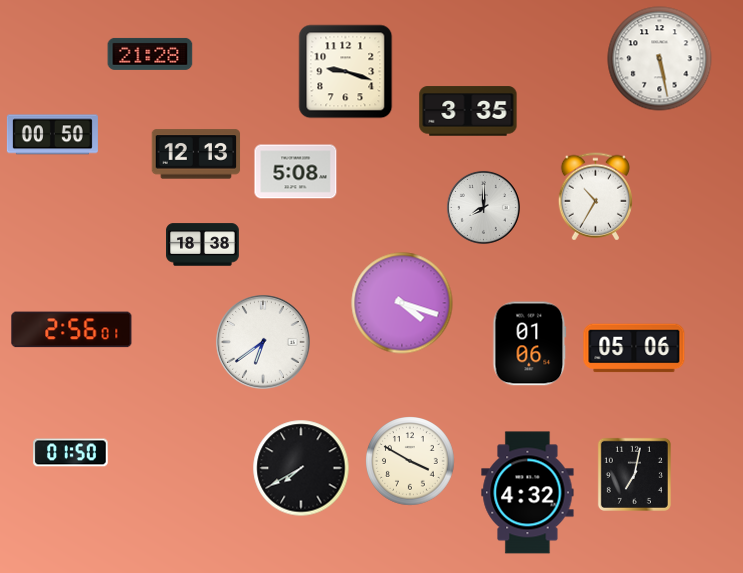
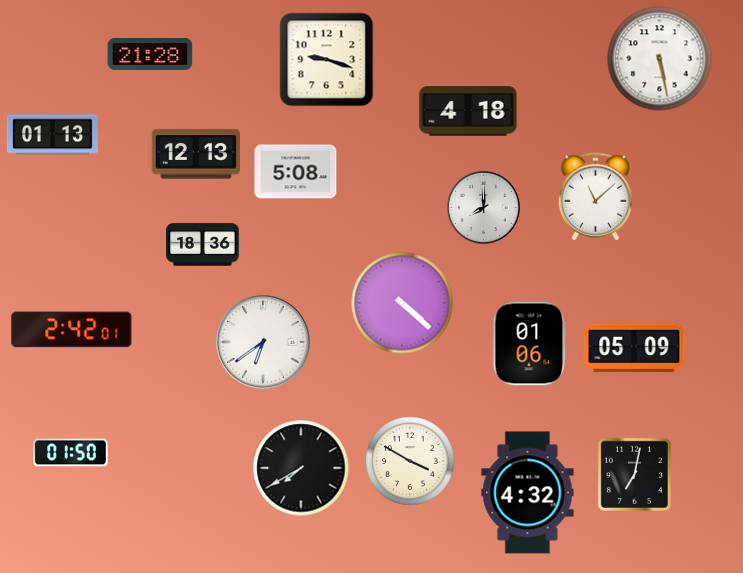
clock at (346, 72) position: (346, 72) -> (327, 60)
clock at (468, 111): 3:35 -> 4:18
clock at (52, 135): 00:50 -> 01:13
clock at (595, 197): 10:35 -> 11:08
clock at (203, 245): 18:38 -> 18:36
clock at (402, 303): 4:18 -> 4:22
clock at (72, 330): 2:56 -> 2:42
clock at (634, 348): 05:06 -> 05:09
